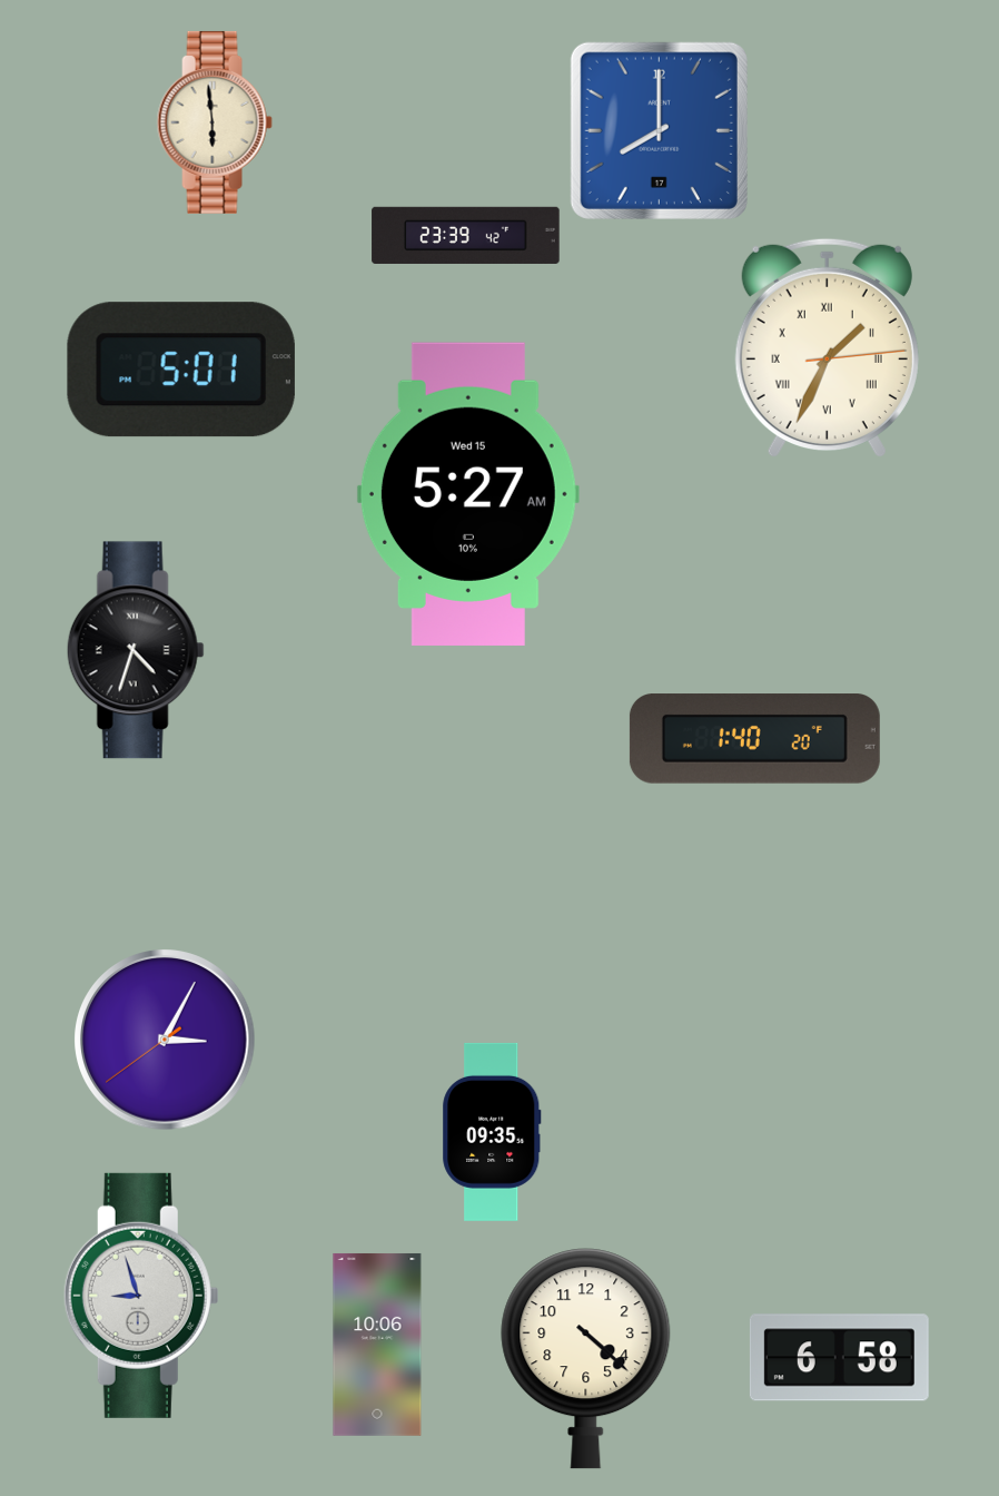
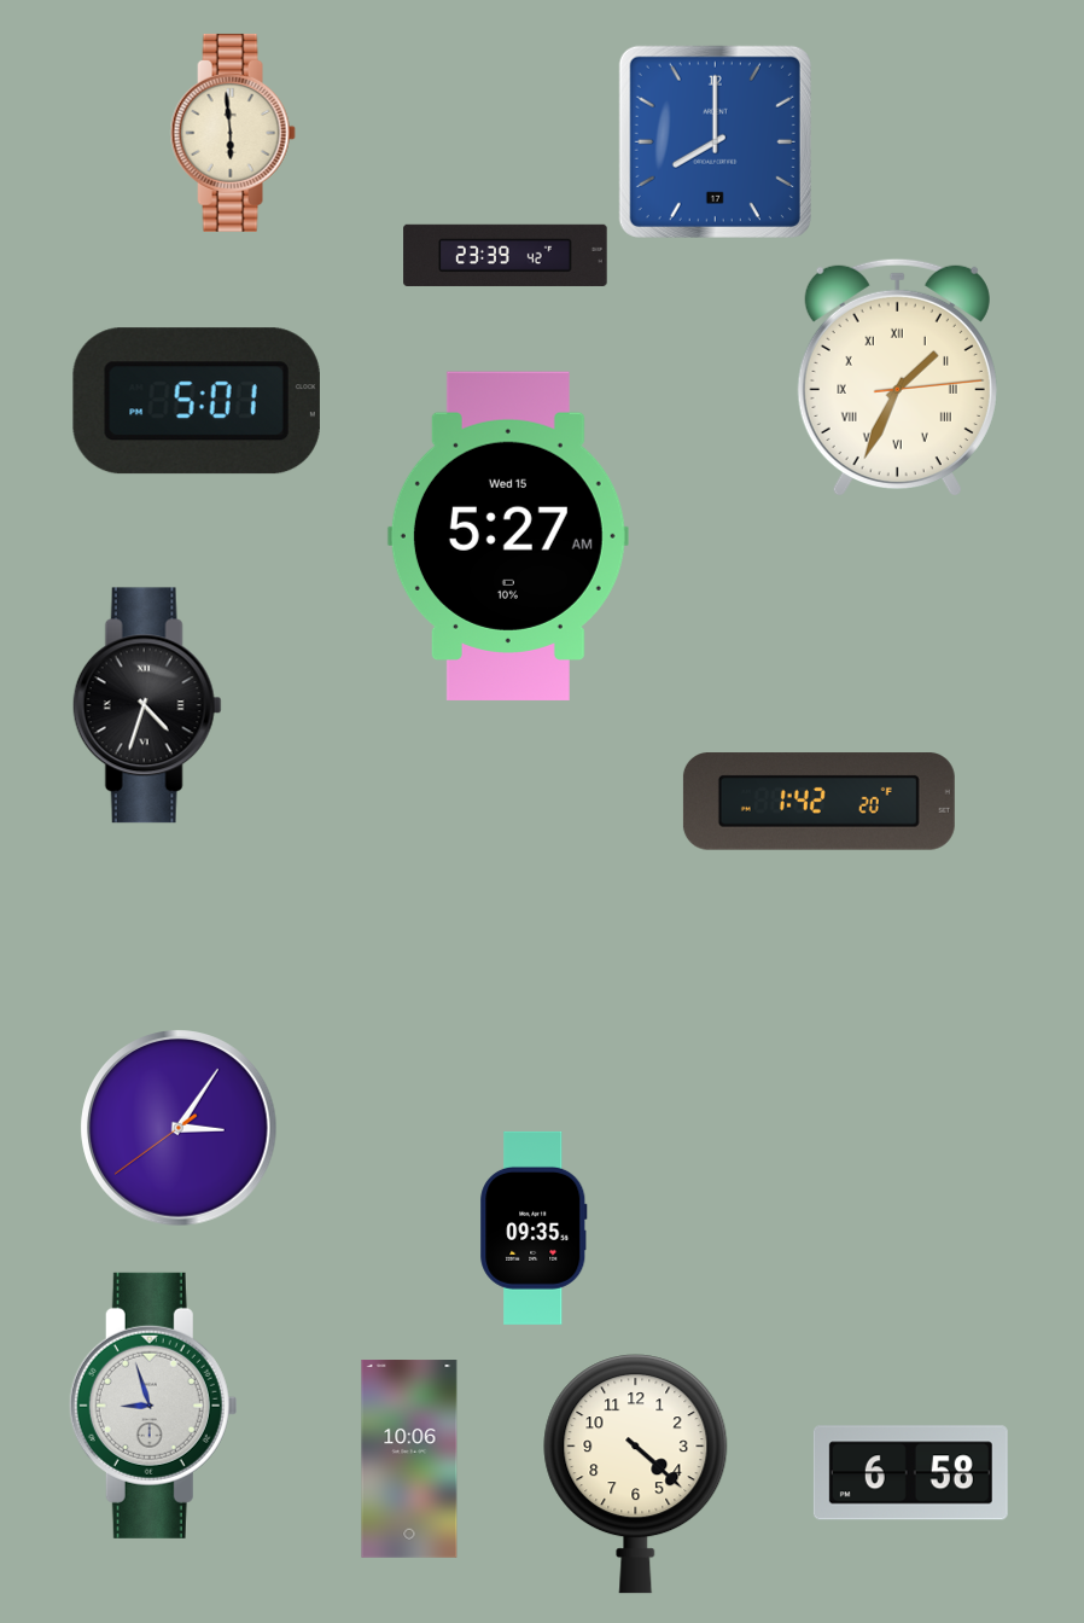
clock at (754, 739): 1:40 -> 1:42
clock at (165, 1040): 3:04 -> 3:05
